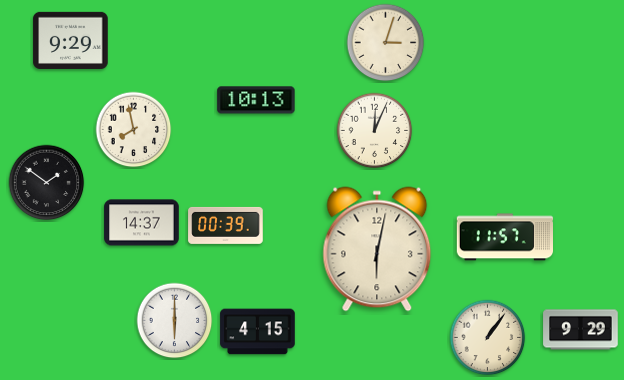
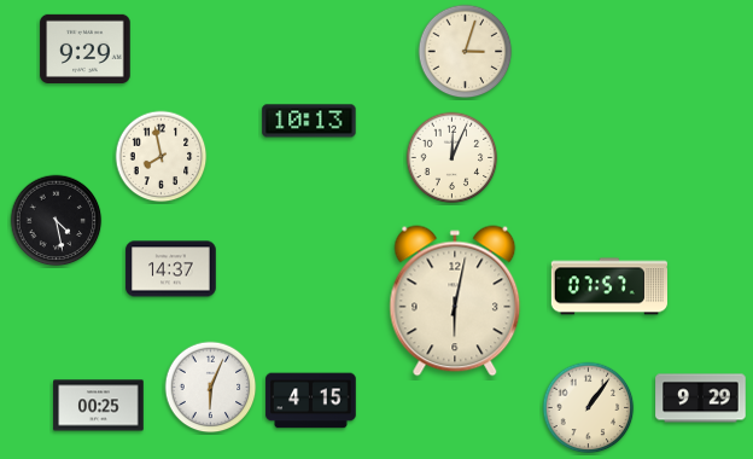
clock at (47, 183): 1:51 -> 4:28
clock at (226, 225): 00:39 -> none
clock at (504, 237): 11:57 -> 07:57
clock at (175, 321): 6:00 -> 6:04
clock at (99, 406): none -> 00:25
